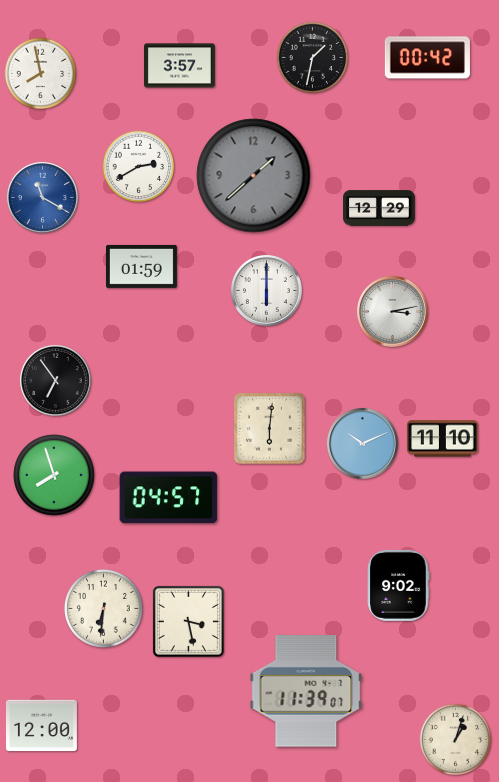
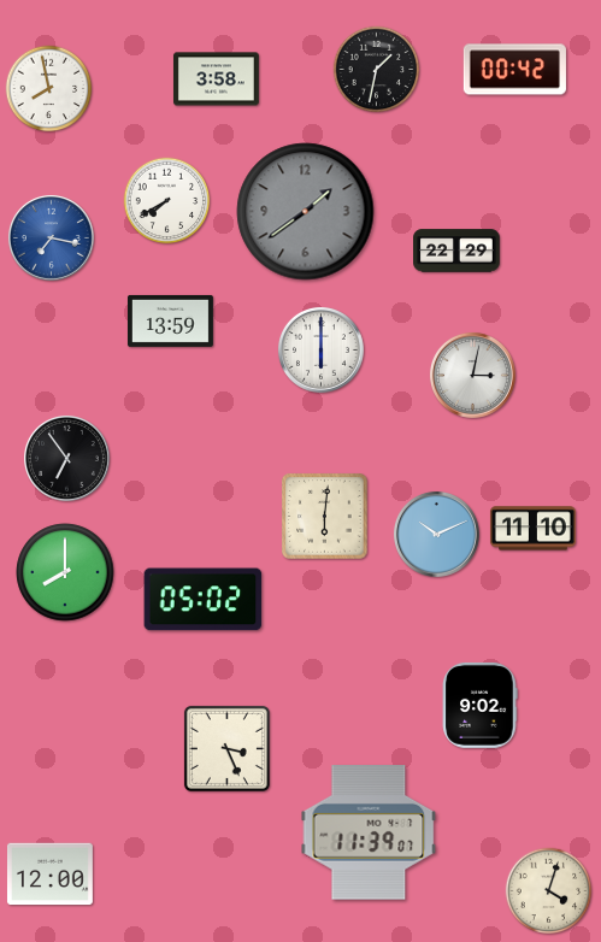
clock at (179, 66): 3:57 -> 3:58
clock at (139, 167): 2:40 -> 7:40
clock at (254, 176): 1:38 -> 1:39
clock at (42, 197): 11:20 -> 7:17
clock at (379, 208): 12:29 -> 22:29
clock at (141, 266): 01:59 -> 13:59
clock at (392, 311): 3:13 -> 3:02
clock at (54, 475): 7:57 -> 8:00
clock at (169, 498): 04:57 -> 05:02
clock at (104, 609): 6:31 -> none
clock at (188, 621): 3:28 -> 3:26
clock at (456, 740): 1:03 -> 4:03
